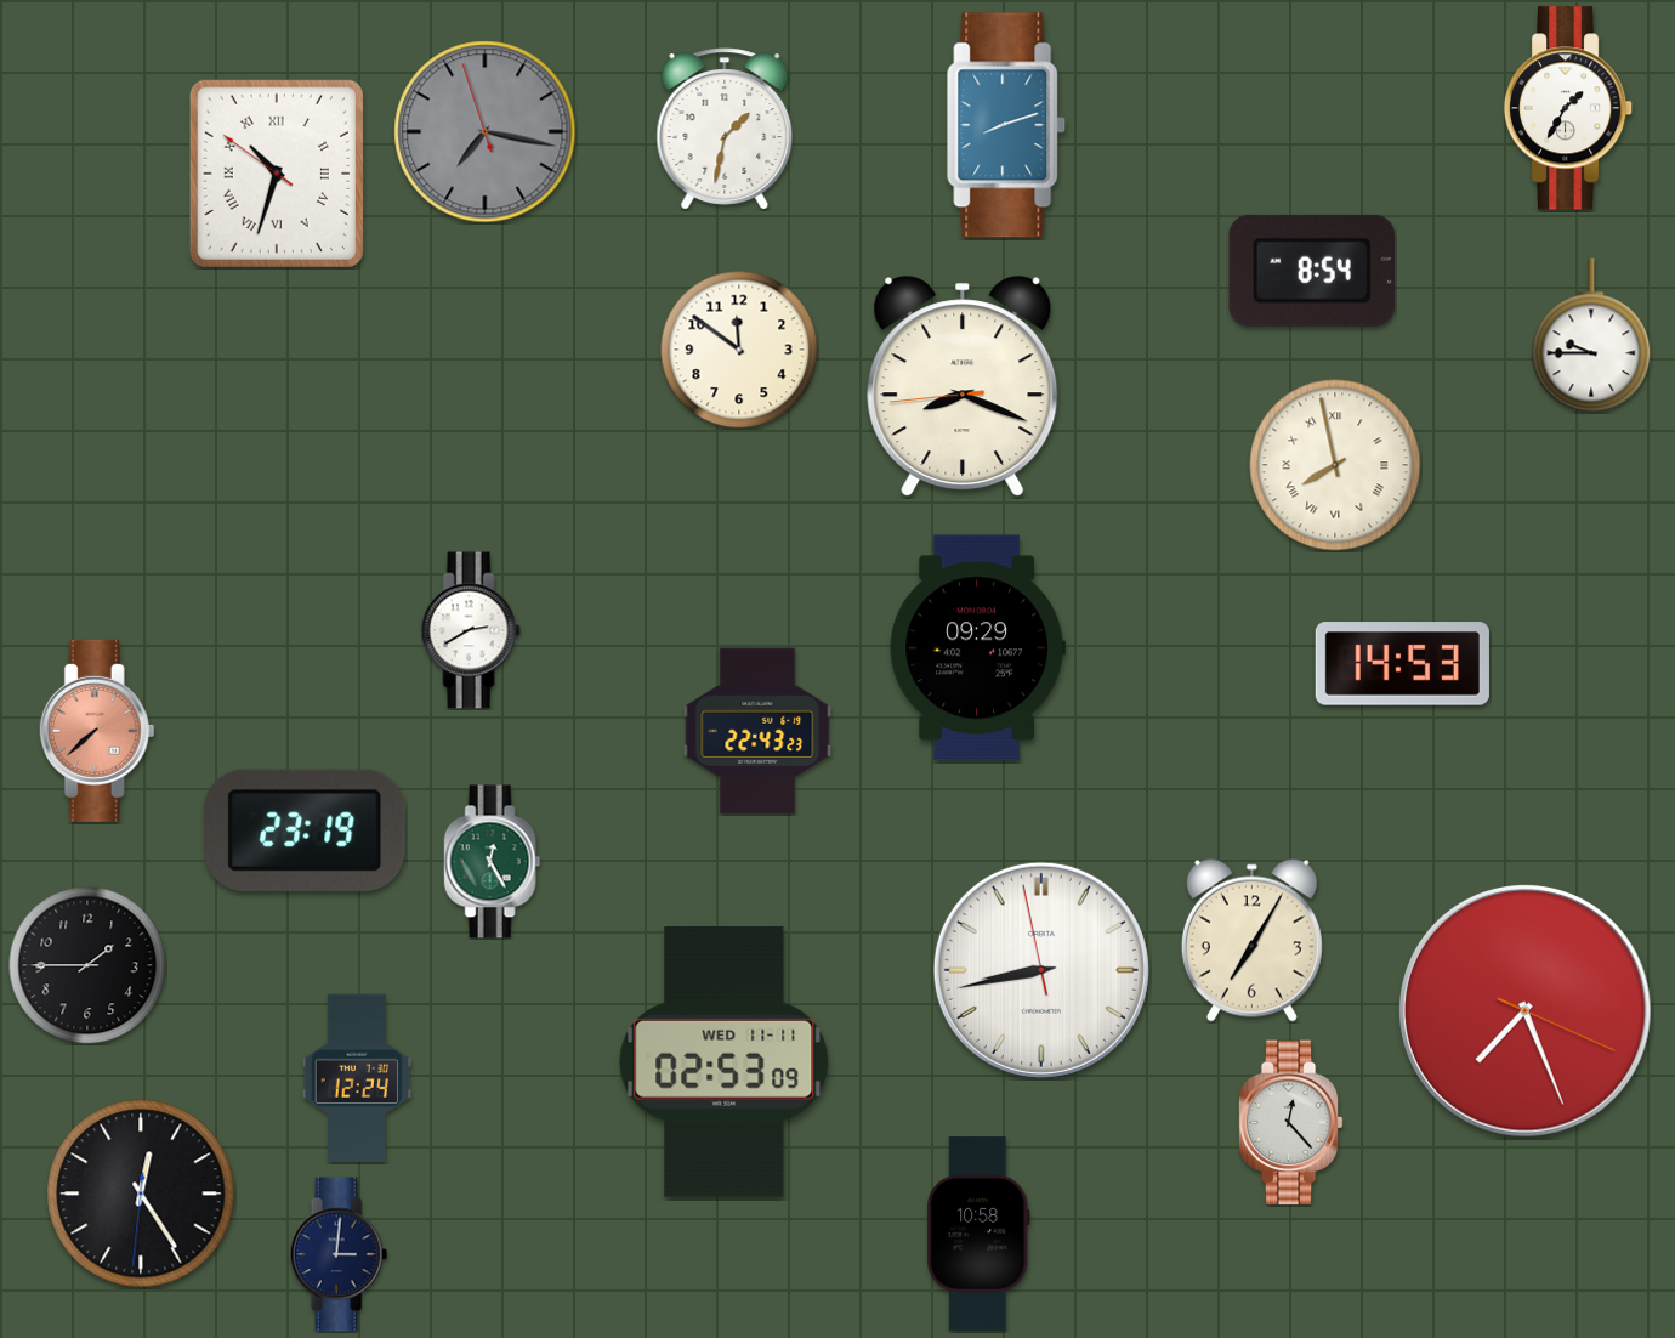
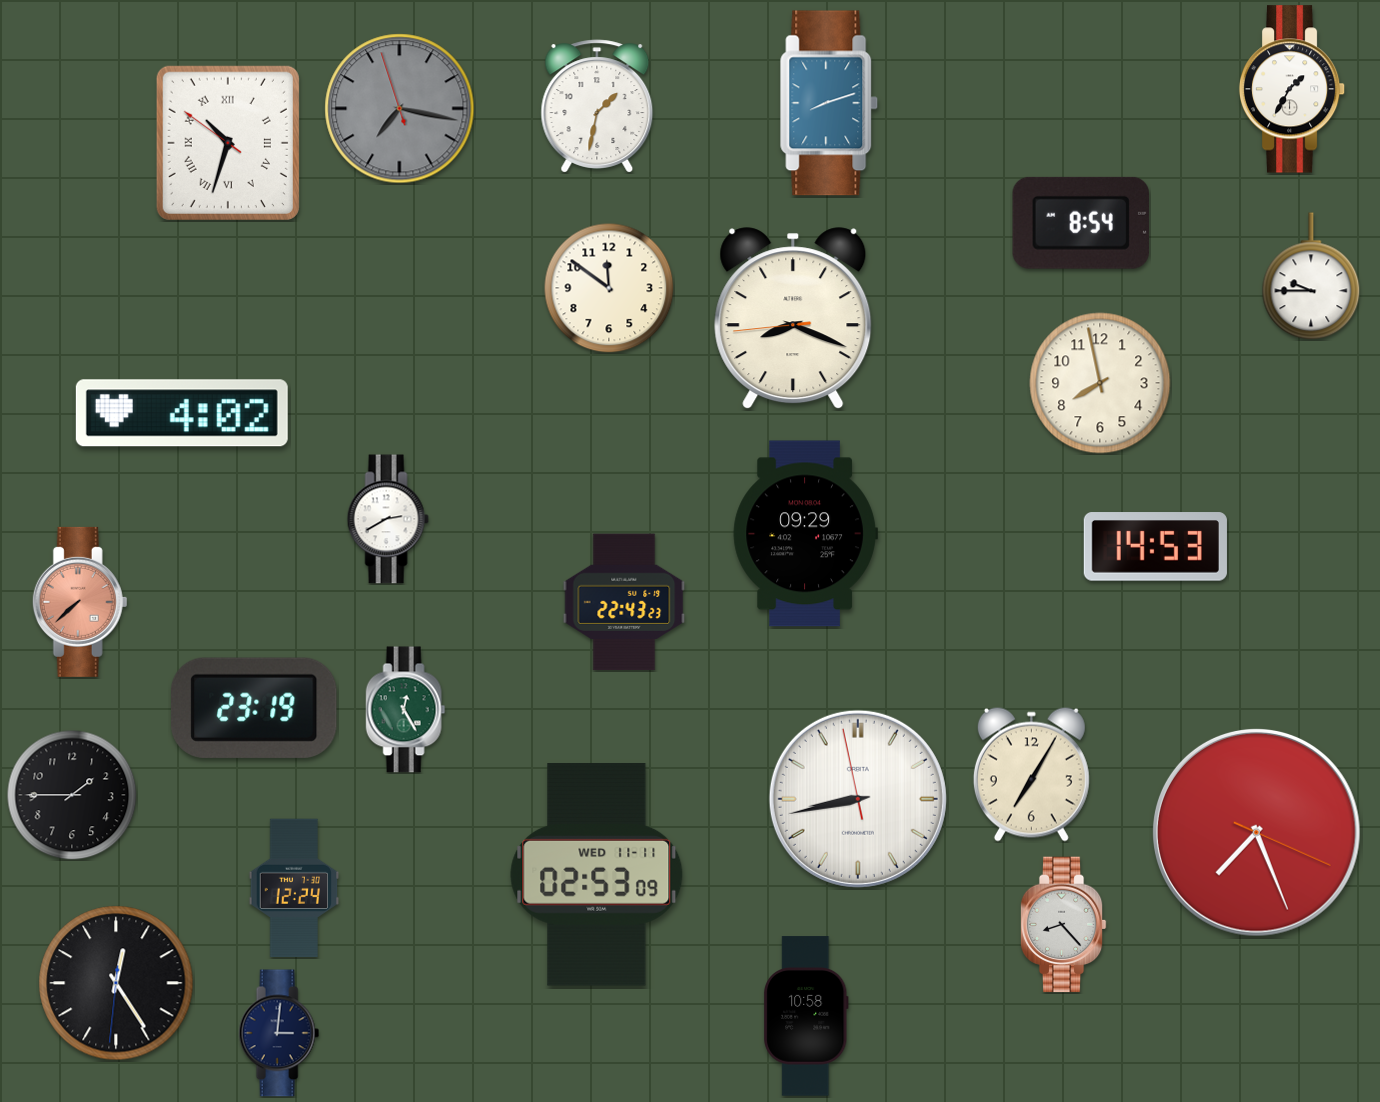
clock at (1335, 465) numerals: Roman -> Arabic
clock at (182, 413): none -> 4:02
clock at (306, 830) position: (306, 830) -> (255, 708)
clock at (1290, 1123): 12:23 -> 8:23
